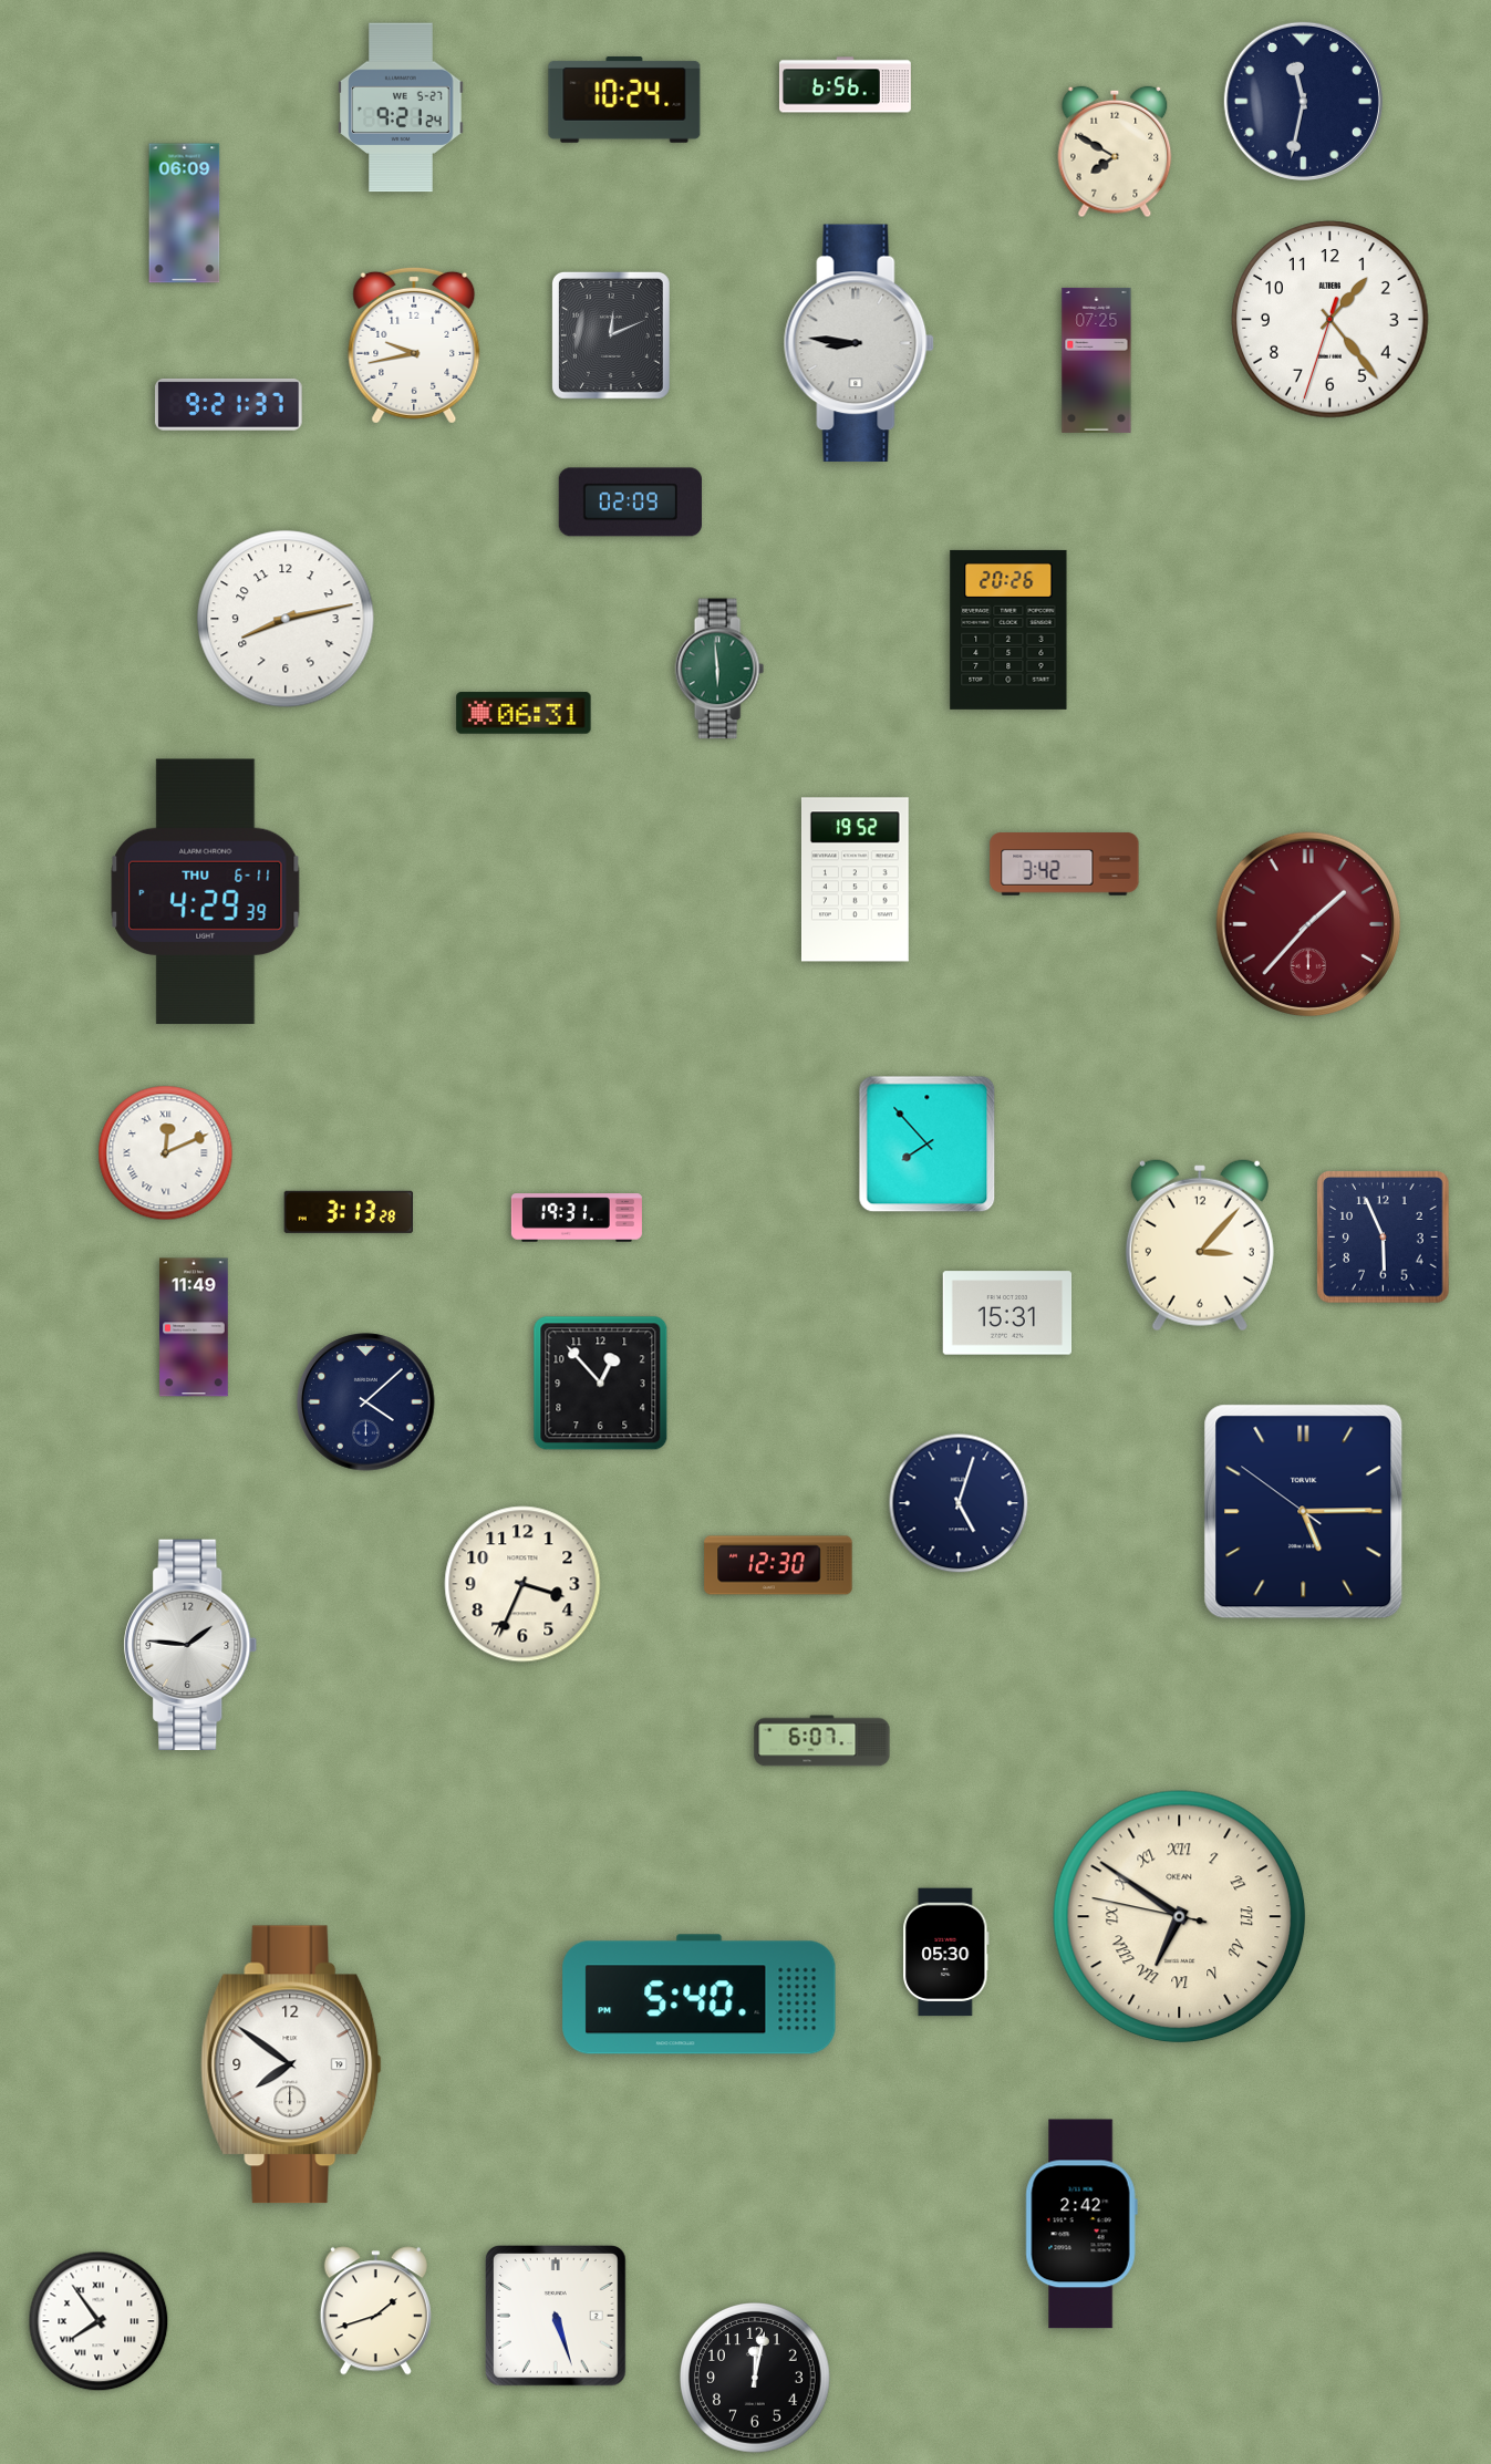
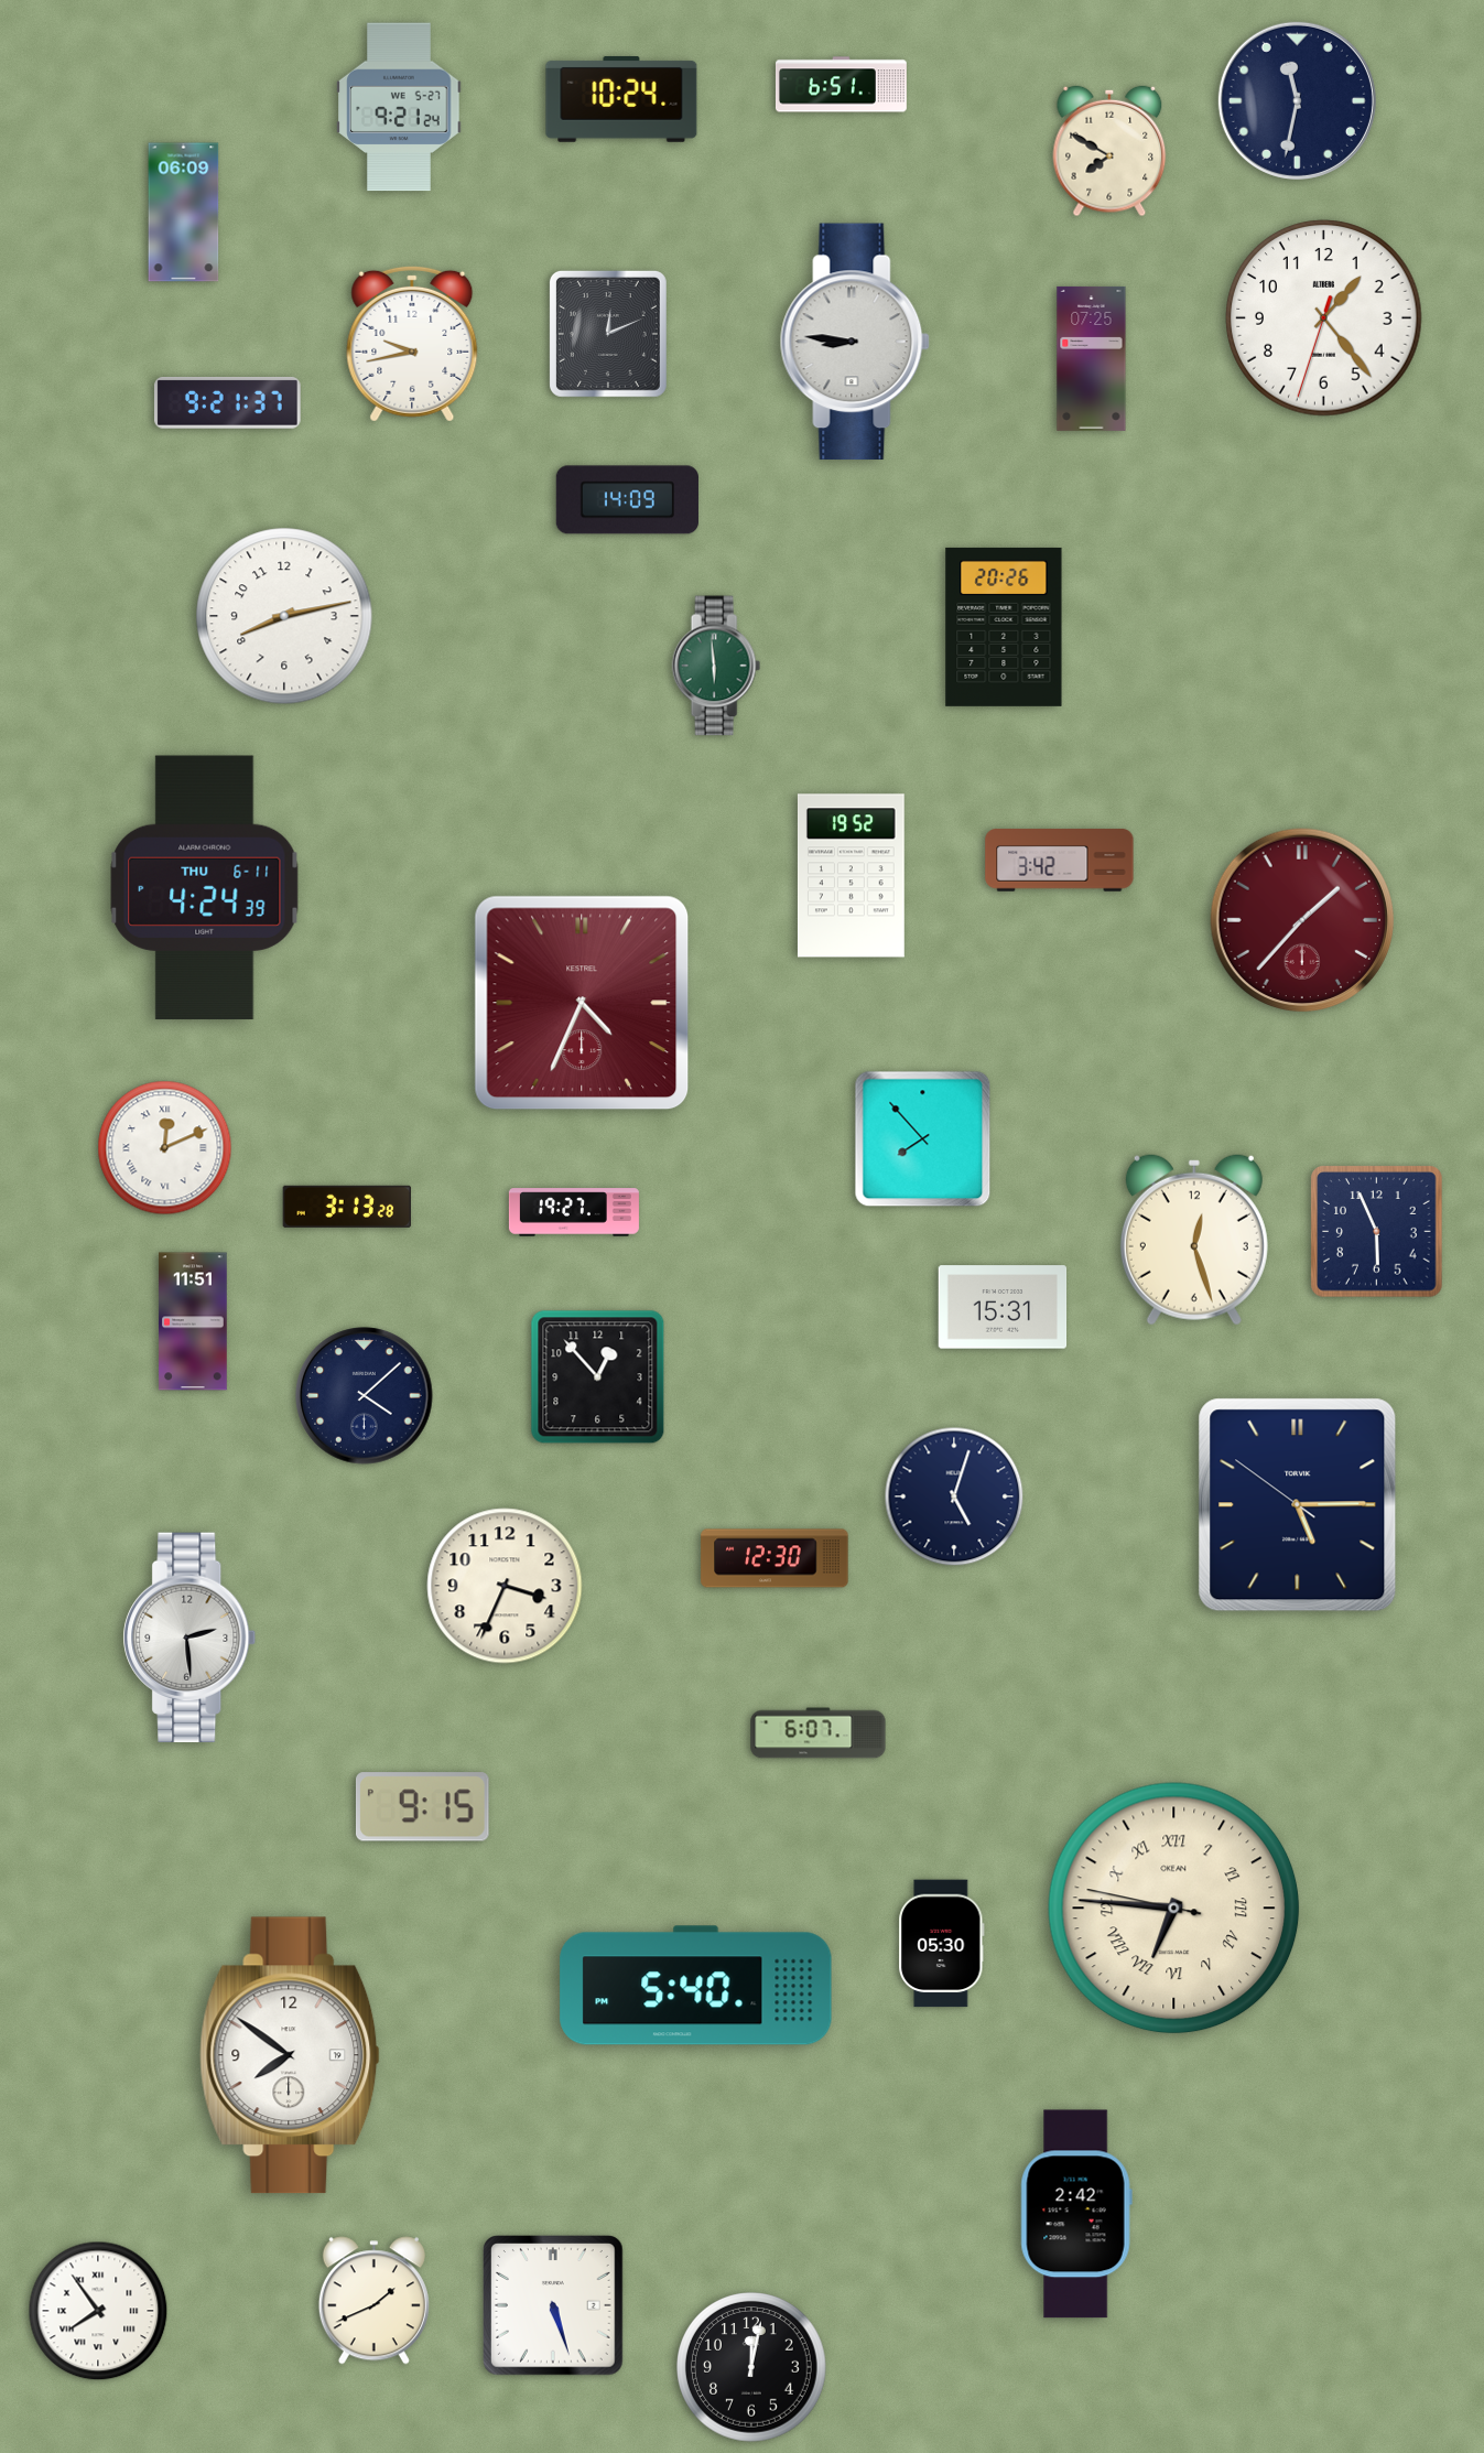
clock at (845, 85): 6:56 -> 6:51
clock at (630, 503): 02:09 -> 14:09
clock at (524, 713): 06:31 -> none
clock at (206, 892): 4:29 -> 4:24
clock at (582, 1003): none -> 4:34
clock at (577, 1218): 19:31 -> 19:27
clock at (1200, 1245): 3:07 -> 12:27
clock at (194, 1327): 11:49 -> 11:51
clock at (522, 1584) position: (522, 1584) -> (505, 1586)
clock at (190, 1644): 1:46 -> 2:29
clock at (422, 1807): none -> 9:15
clock at (1180, 1917): 6:50 -> 6:45
clock at (375, 2311): 1:42 -> 1:41
